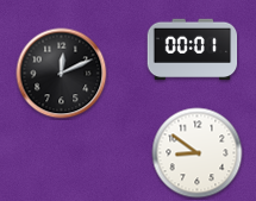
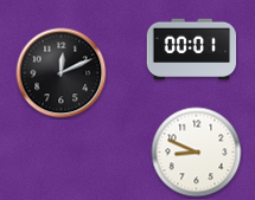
clock at (198, 153): 8:51 -> 8:49
